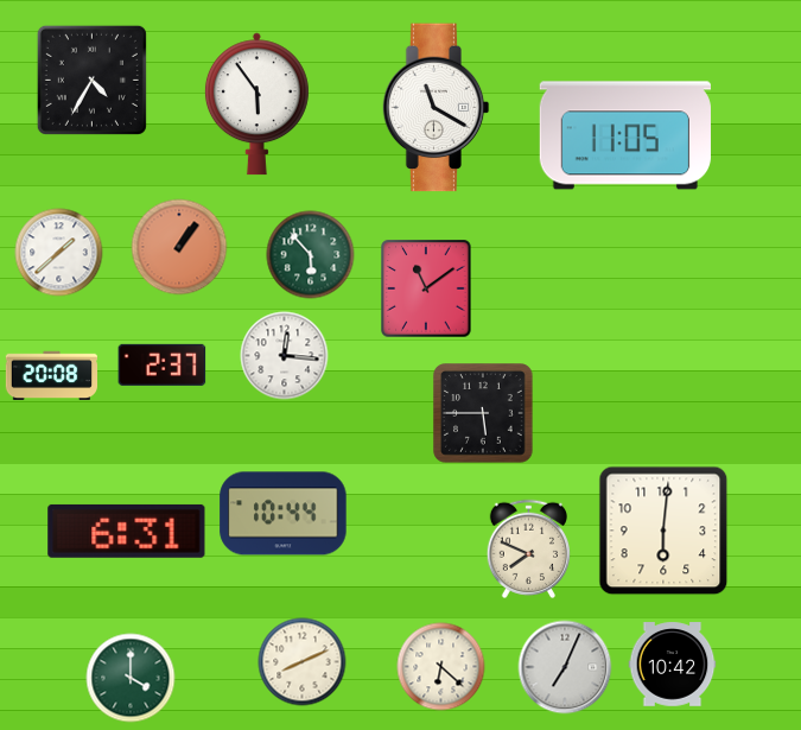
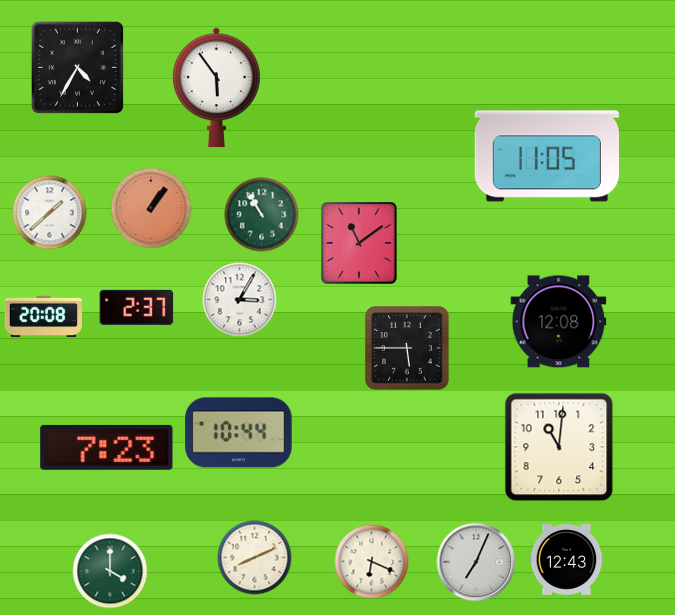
clock at (437, 108): 11:20 -> none
clock at (625, 135) position: (625, 135) -> (547, 156)
clock at (311, 255): 5:53 -> 10:55
clock at (285, 356): 12:16 -> 3:05
clock at (559, 322): none -> 12:08
clock at (127, 531): 6:31 -> 7:23
clock at (663, 531): 6:01 -> 11:01
clock at (528, 548): 7:49 -> none
clock at (673, 665): 10:42 -> 12:43
clock at (441, 667): 6:22 -> 6:19
